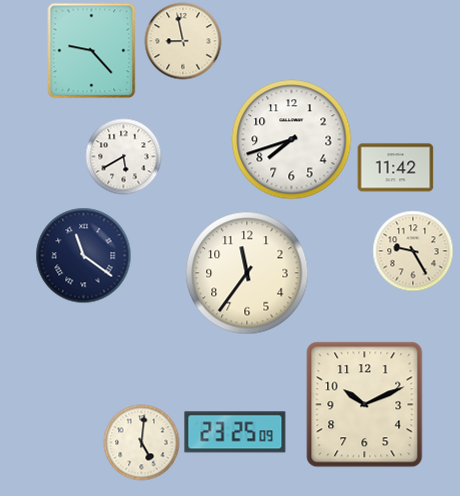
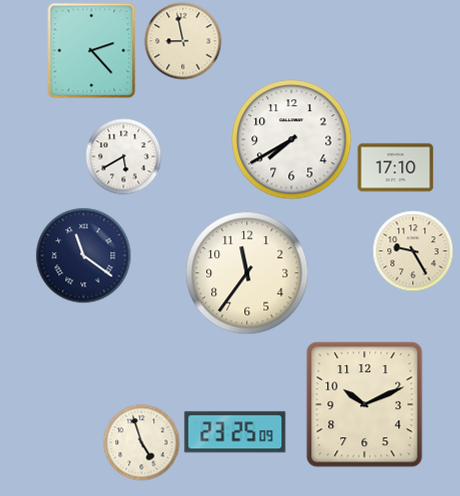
clock at (92, 51): 9:23 -> 2:23
clock at (292, 140): 7:42 -> 7:40
clock at (396, 168): 11:42 -> 17:10
clock at (142, 443): 5:01 -> 4:57
